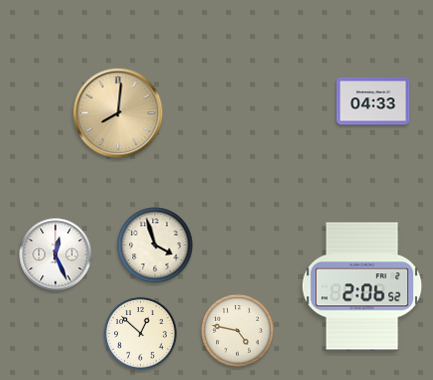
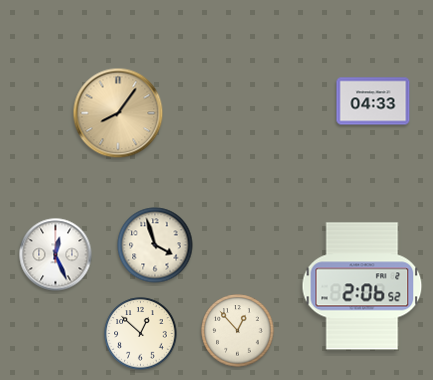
clock at (118, 113): 8:01 -> 8:06
clock at (238, 331): 4:47 -> 12:53
